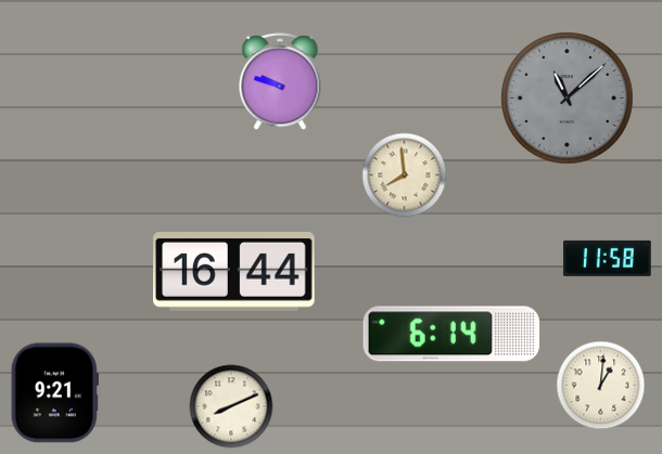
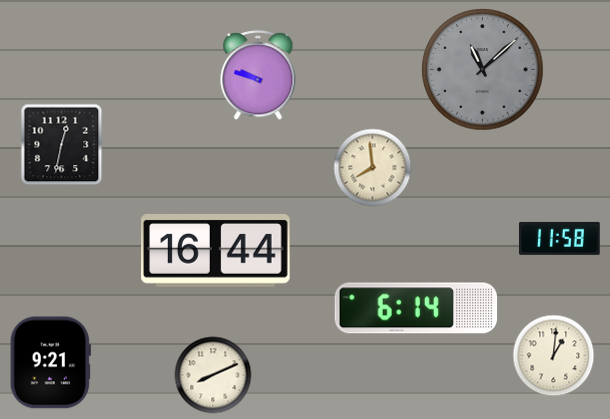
clock at (568, 99) position: (568, 99) -> (483, 70)
clock at (62, 145): none -> 12:32
clock at (405, 176) position: (405, 176) -> (373, 168)
